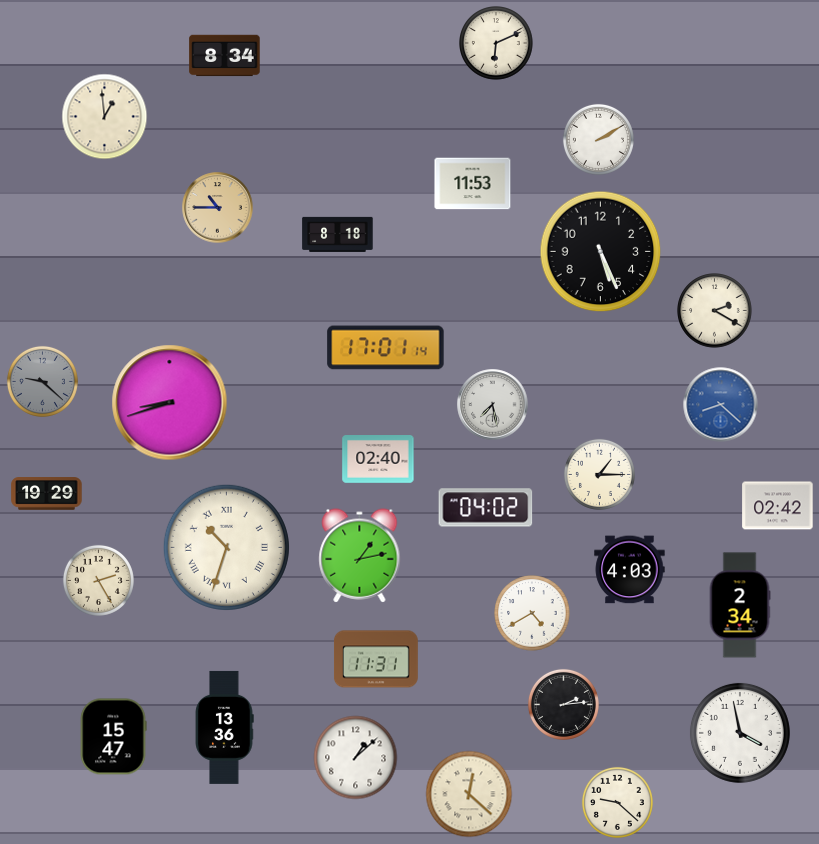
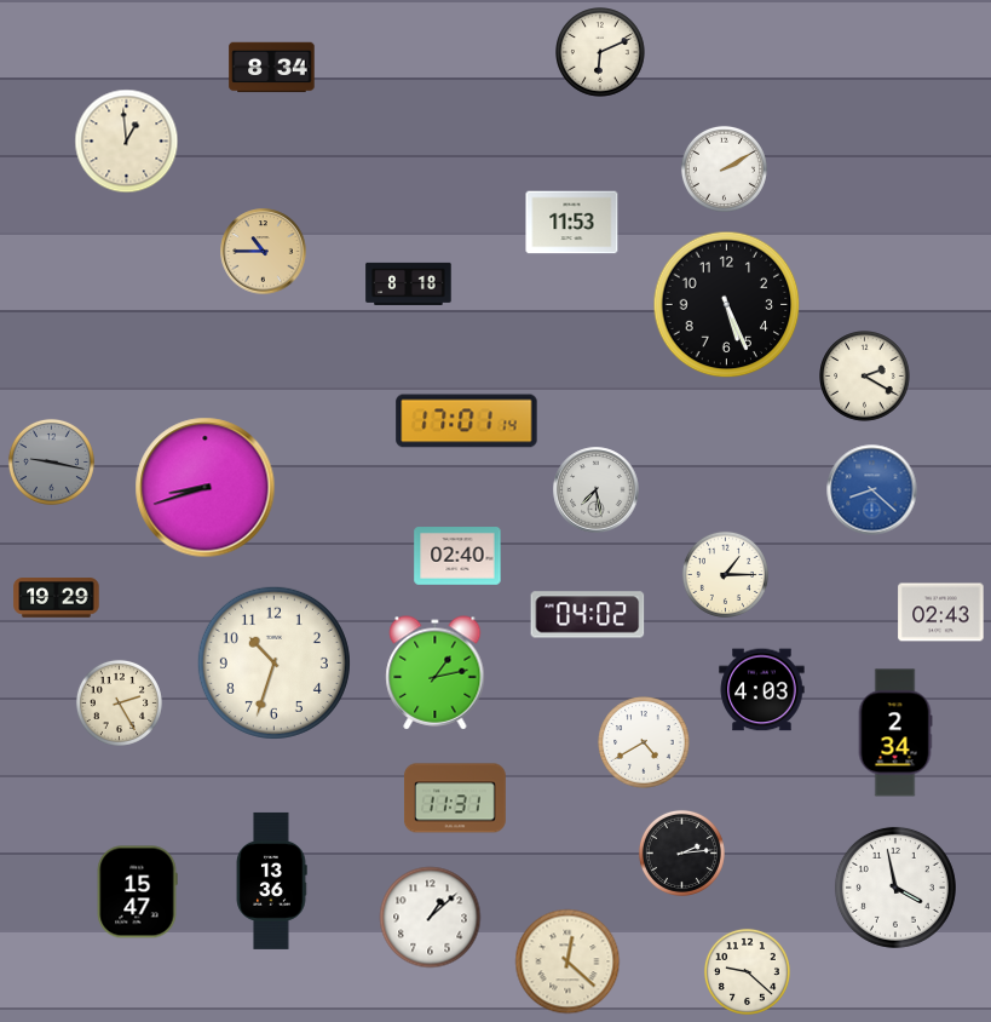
clock at (42, 381): 9:22 -> 9:17
clock at (778, 506): 02:42 -> 02:43
clock at (226, 547) numerals: Roman -> Arabic
